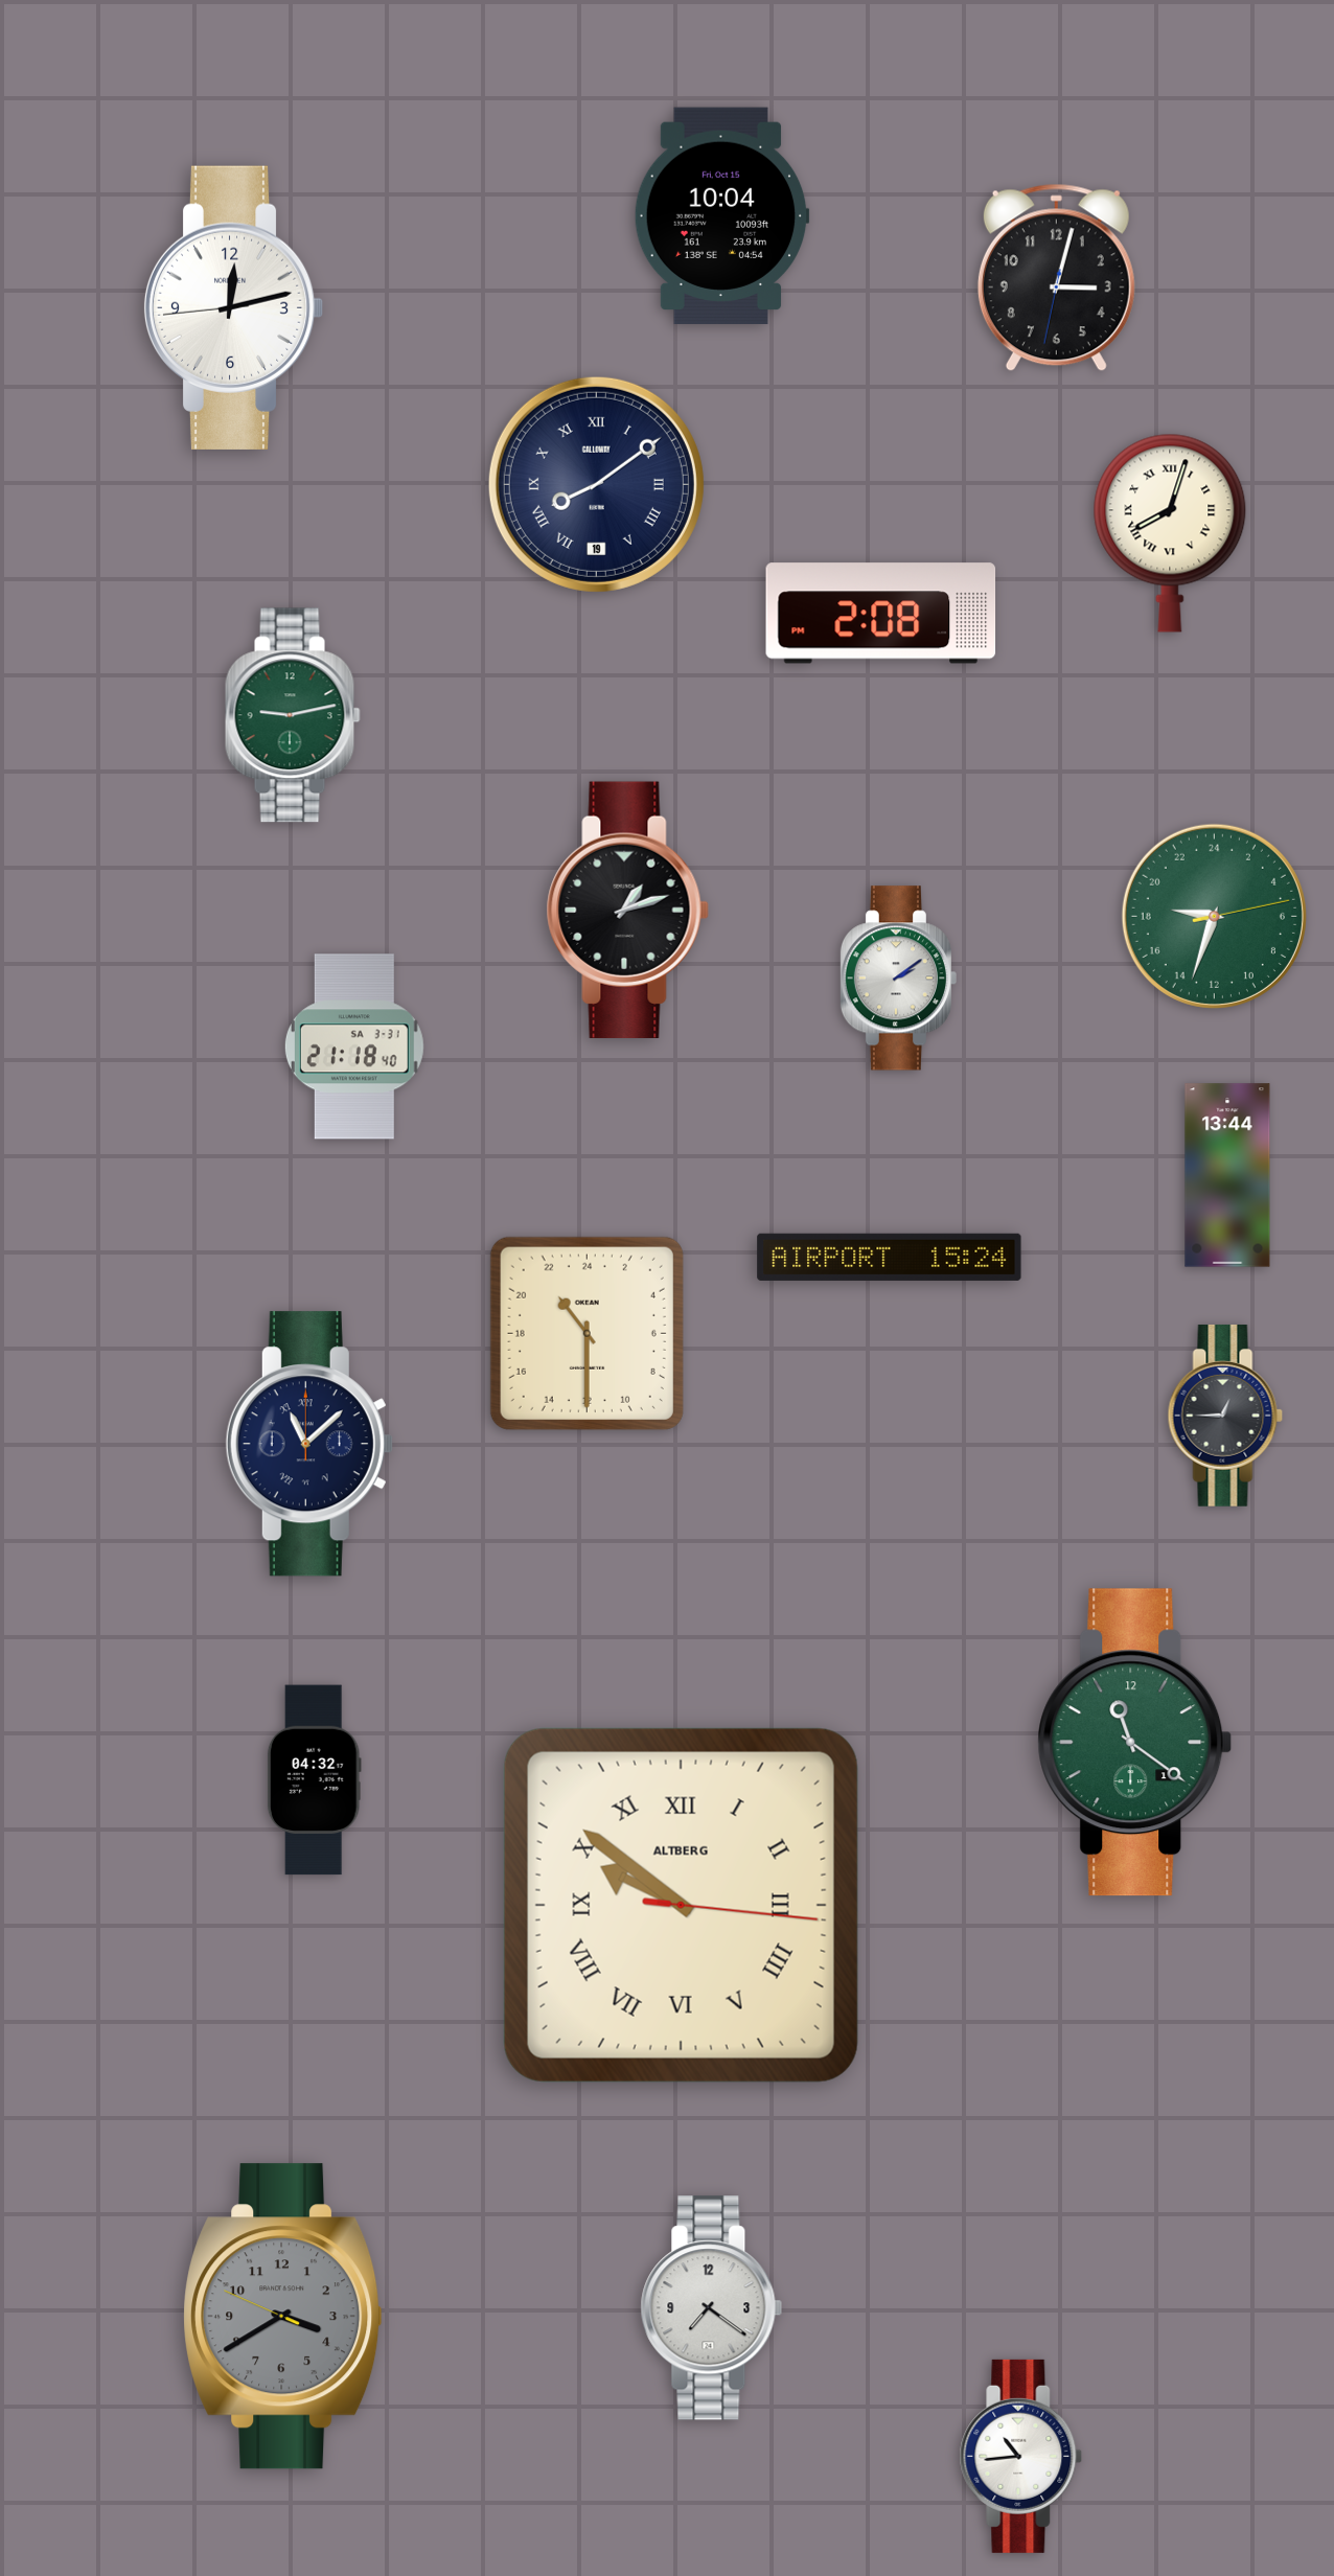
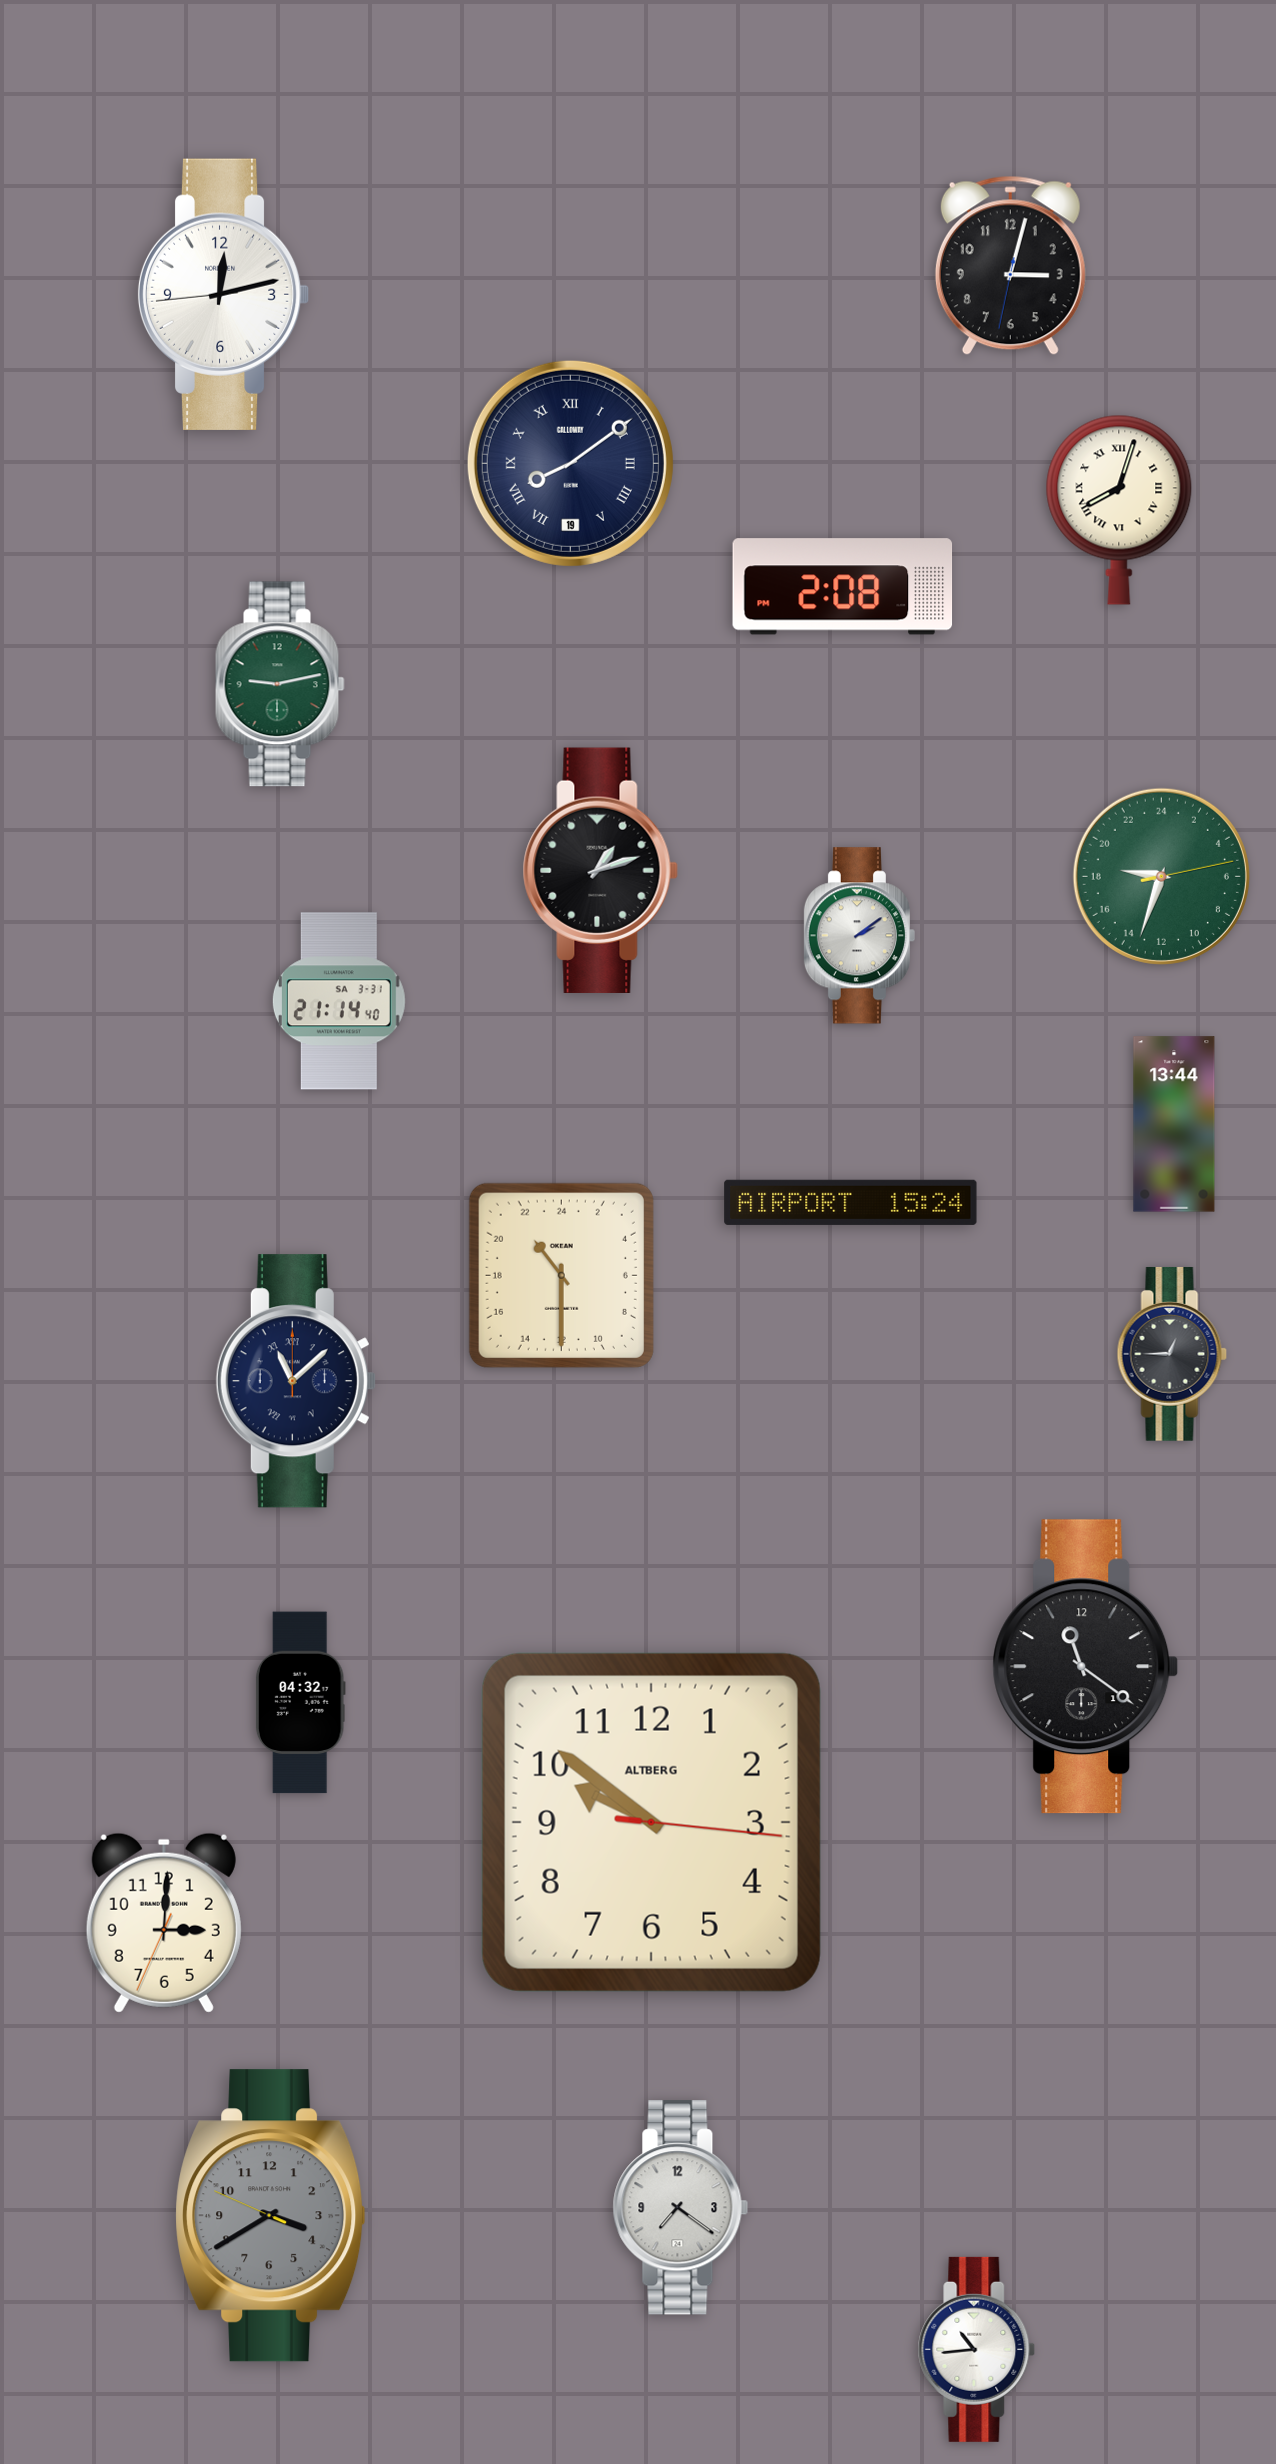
clock at (721, 216): 10:04 -> none
clock at (354, 1046): 21:18 -> 21:14
clock at (1135, 1743) dial: green -> black
clock at (681, 1905) numerals: Roman -> Arabic
clock at (164, 1923): none -> 3:00
